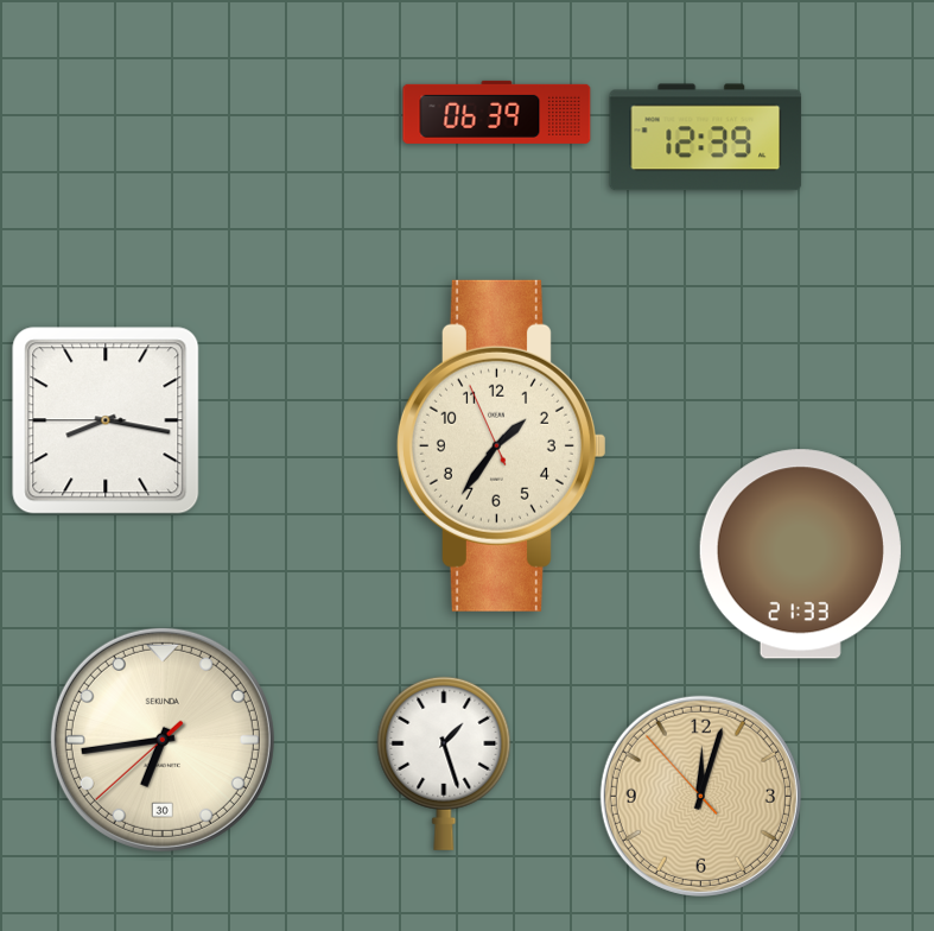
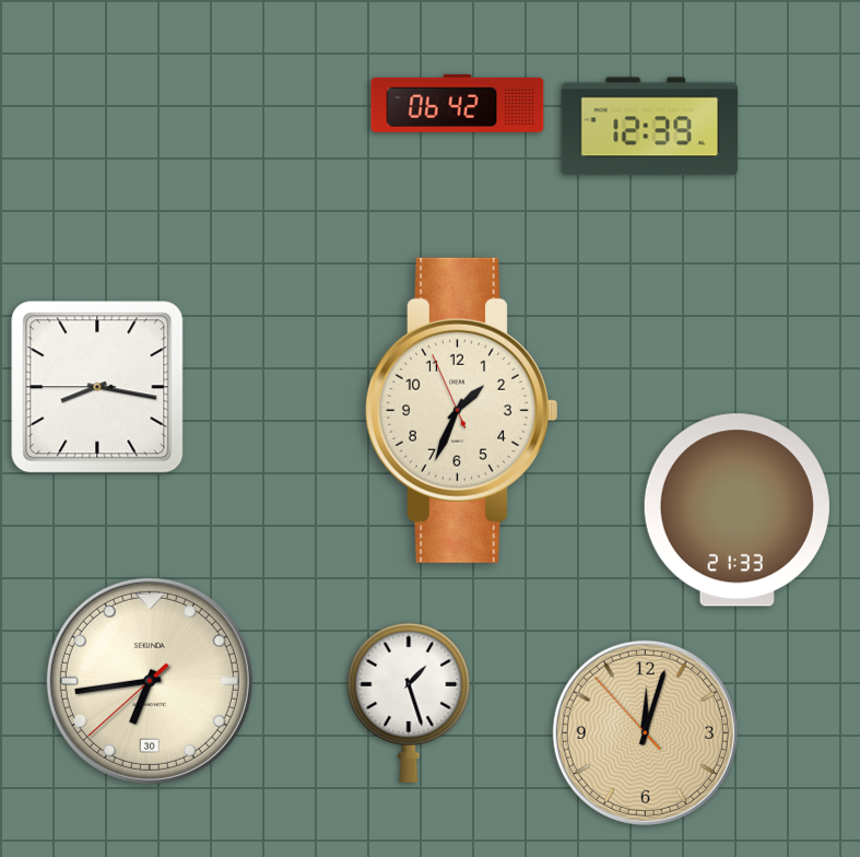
clock at (497, 112): 06:39 -> 06:42
clock at (501, 445): 1:35 -> 1:33
